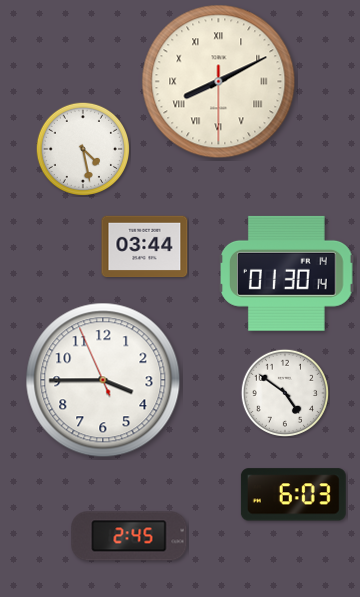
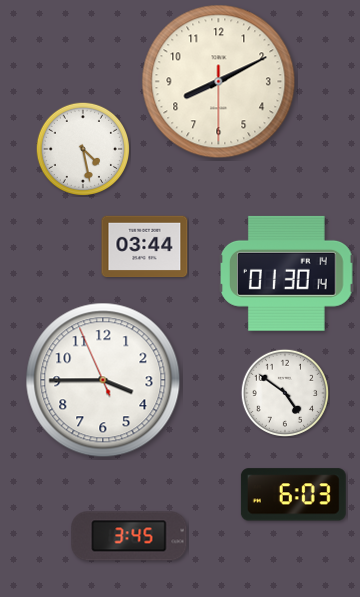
clock at (219, 82) numerals: Roman -> Arabic
clock at (129, 536): 2:45 -> 3:45
